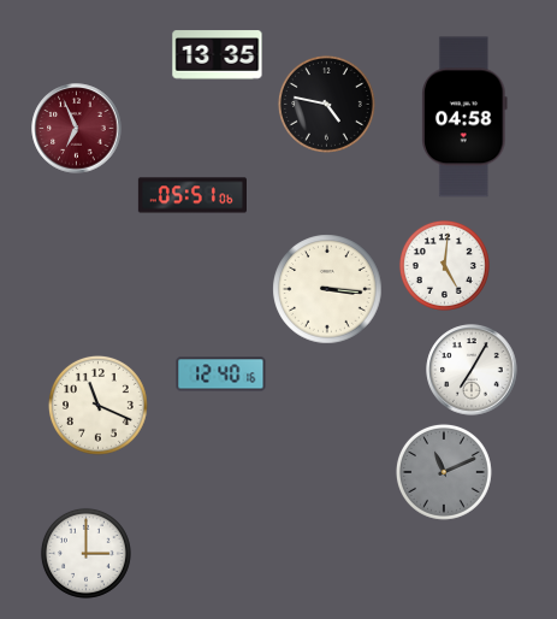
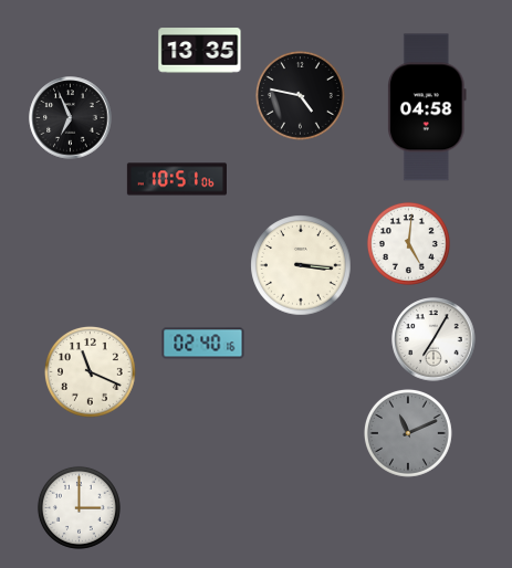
clock at (77, 129) dial: burgundy -> black
clock at (191, 195): 05:51 -> 10:51
clock at (221, 375): 12:40 -> 02:40
